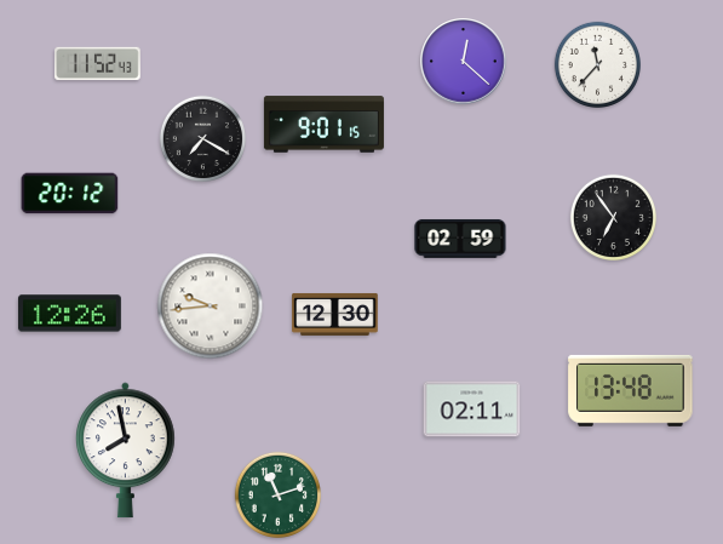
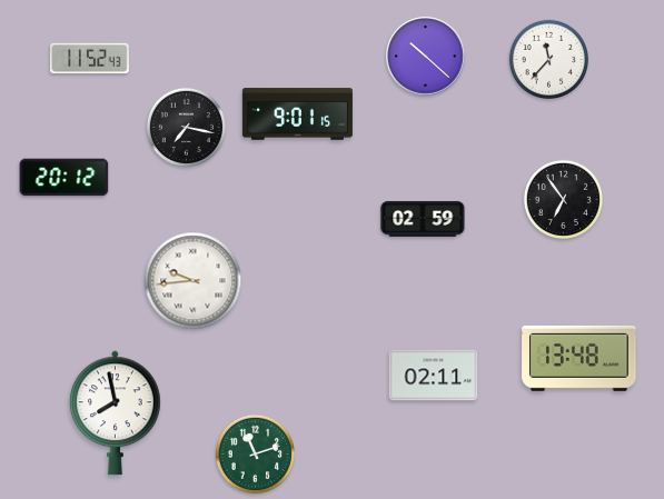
clock at (464, 62): 12:22 -> 10:22
clock at (202, 138): 7:20 -> 7:17
clock at (69, 314): 12:26 -> none
clock at (335, 314): 12:30 -> none
